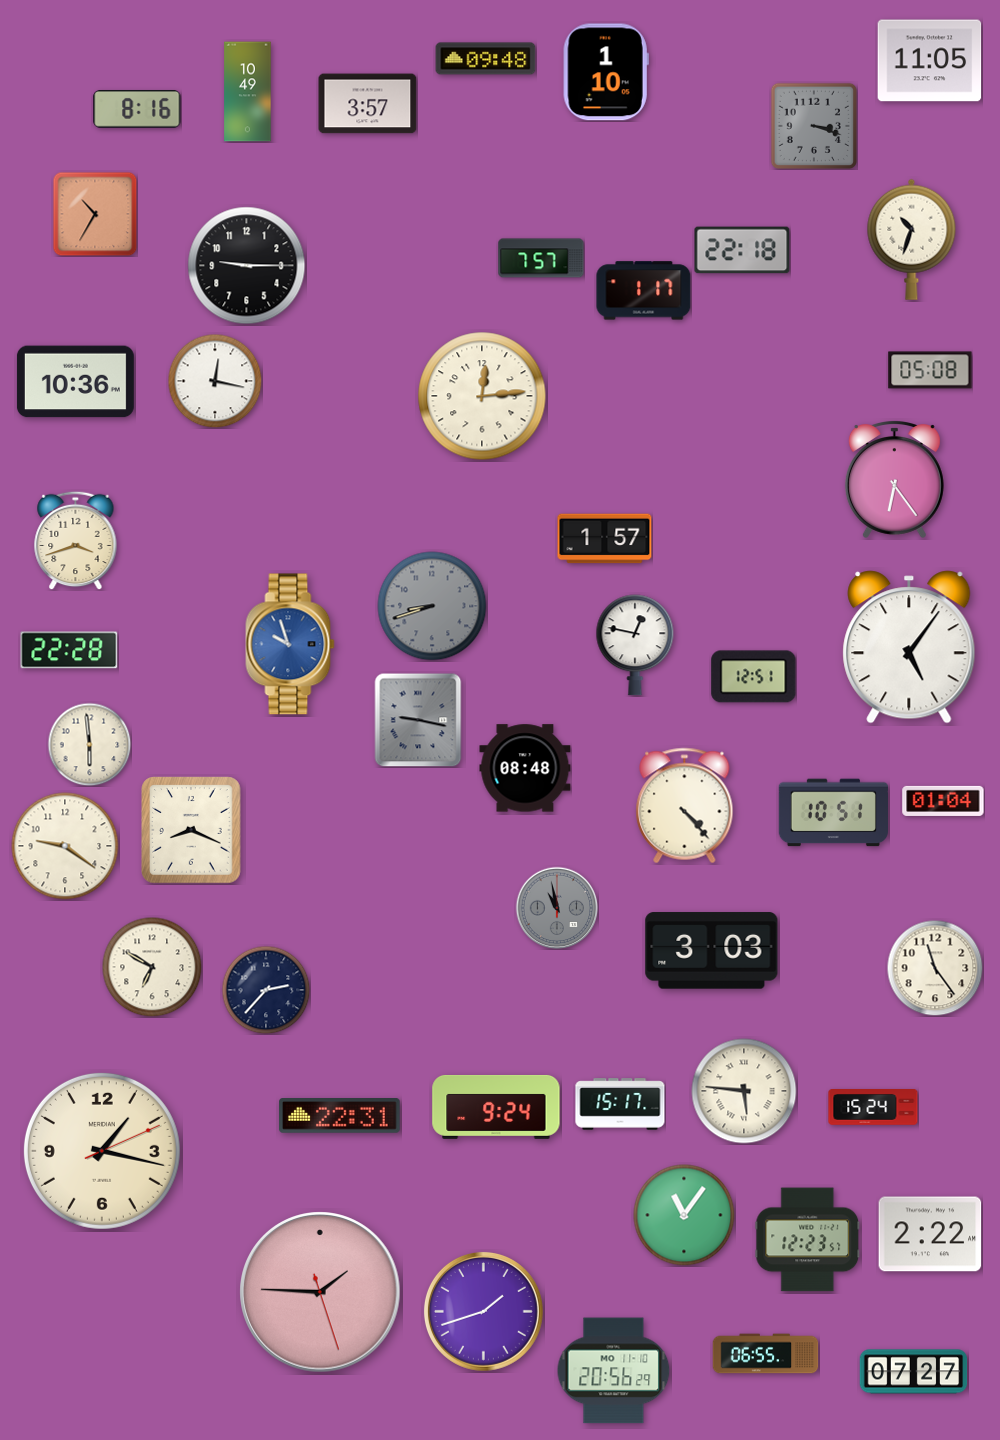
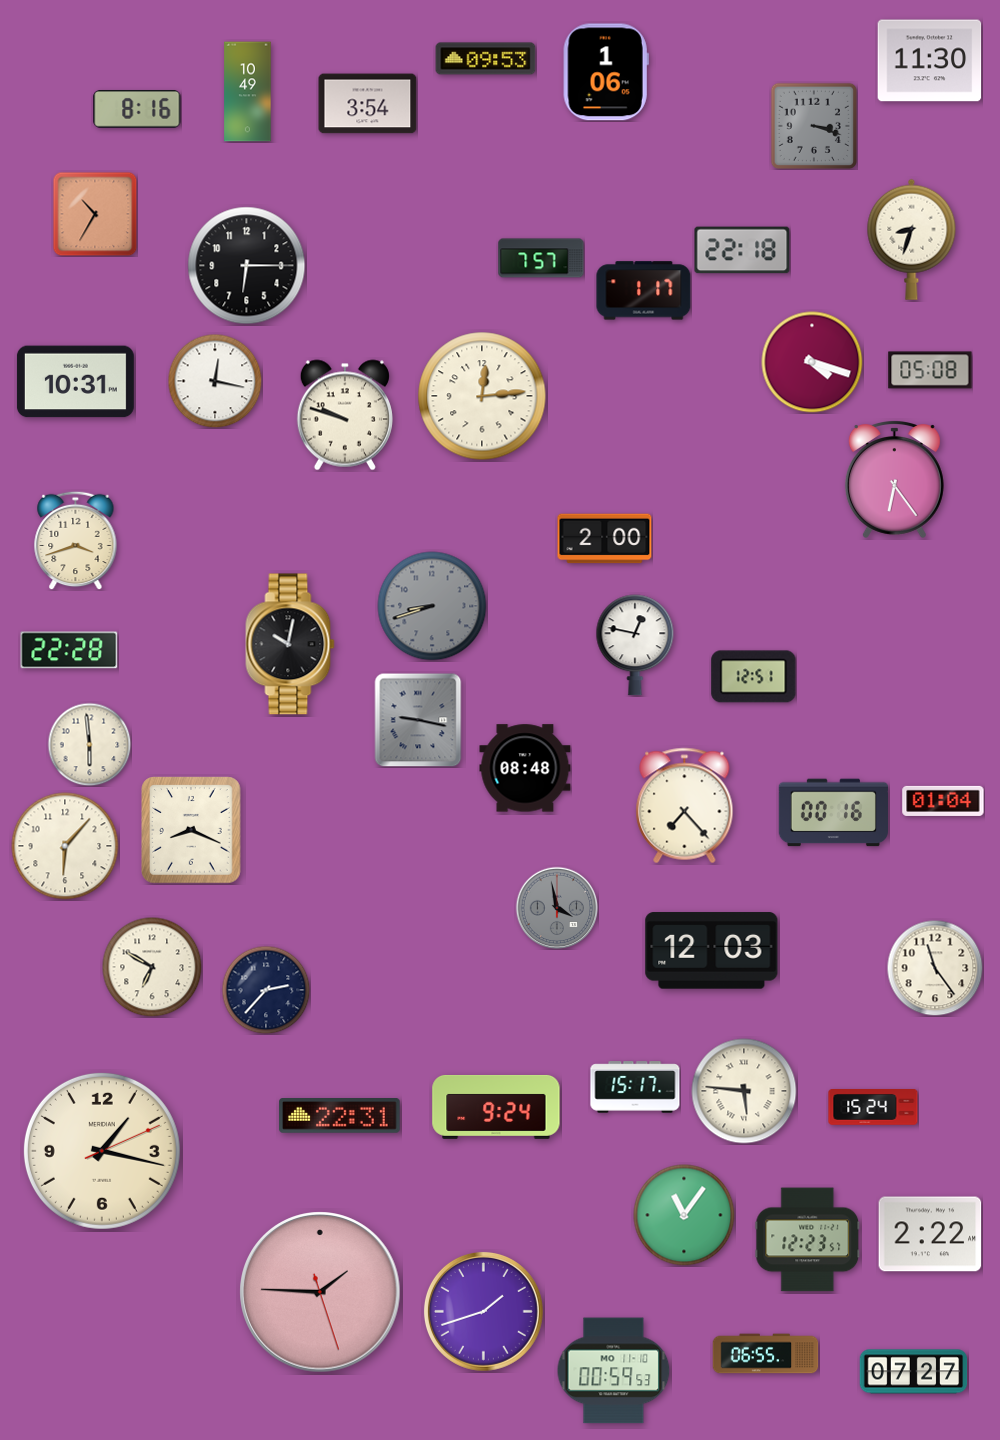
clock at (486, 59): 09:48 -> 09:53
clock at (930, 61): 11:05 -> 11:30
clock at (606, 72): 1:10 -> 1:06
clock at (368, 104): 3:57 -> 3:54
clock at (912, 239): 10:33 -> 8:33
clock at (247, 266): 9:15 -> 6:15
clock at (812, 362): none -> 4:18
clock at (75, 382): 10:36 -> 10:31
clock at (345, 415): none -> 9:48
clock at (605, 539): 1:57 -> 2:00
clock at (290, 644): 9:57 -> 10:02
clock at (290, 644) dial: blue -> black
clock at (909, 647): 5:06 -> none
clock at (685, 806): 4:23 -> 7:23
clock at (833, 813): 10:51 -> 00:16
clock at (65, 846): 9:21 -> 6:07
clock at (557, 908): 10:58 -> 3:58
clock at (712, 951): 3:03 -> 12:03
clock at (620, 1104) position: (620, 1104) -> (635, 1087)
clock at (614, 1371): 20:56 -> 00:59
